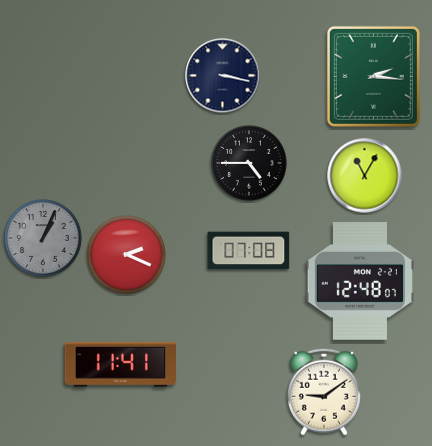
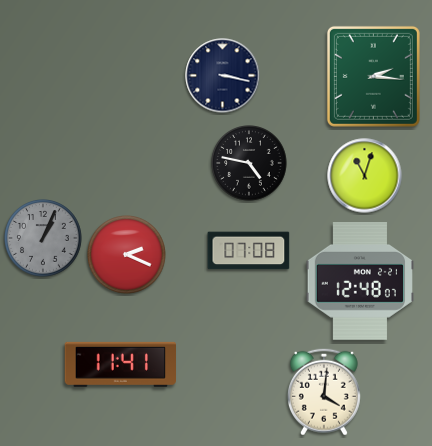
clock at (249, 163): 4:45 -> 4:47
clock at (365, 176): 11:05 -> 11:03
clock at (324, 392): 9:09 -> 4:01
